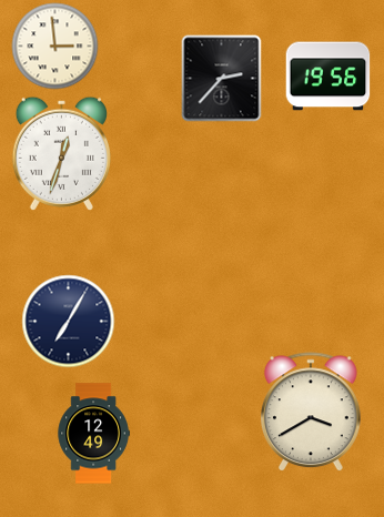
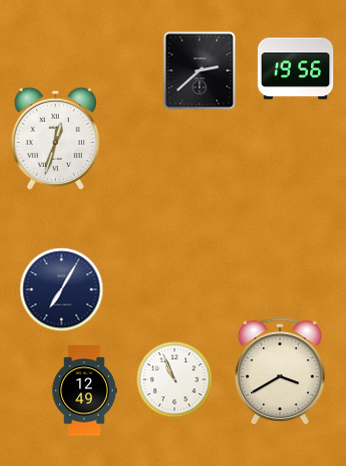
clock at (55, 47): 2:59 -> none
clock at (222, 79): 2:37 -> 2:38
clock at (175, 380): none -> 10:56
